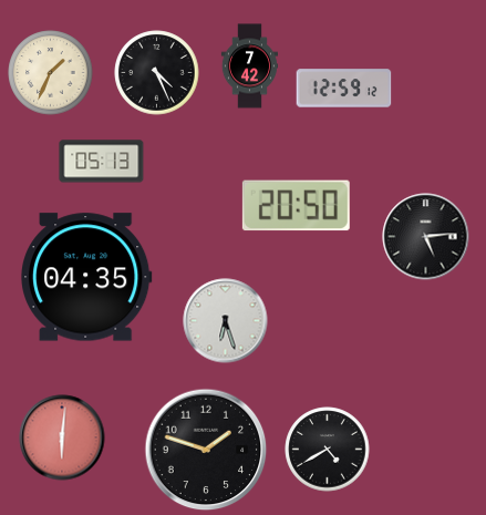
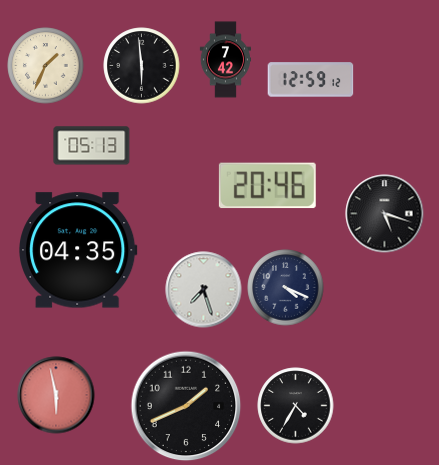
clock at (157, 73): 4:26 -> 5:59
clock at (296, 206): 20:50 -> 20:46
clock at (426, 237): 5:14 -> 5:18
clock at (286, 288): none -> 4:19
clock at (226, 321): 6:27 -> 7:27
clock at (62, 437): 6:01 -> 5:58
clock at (206, 450): 1:48 -> 1:41
clock at (328, 450): 4:40 -> 4:35
